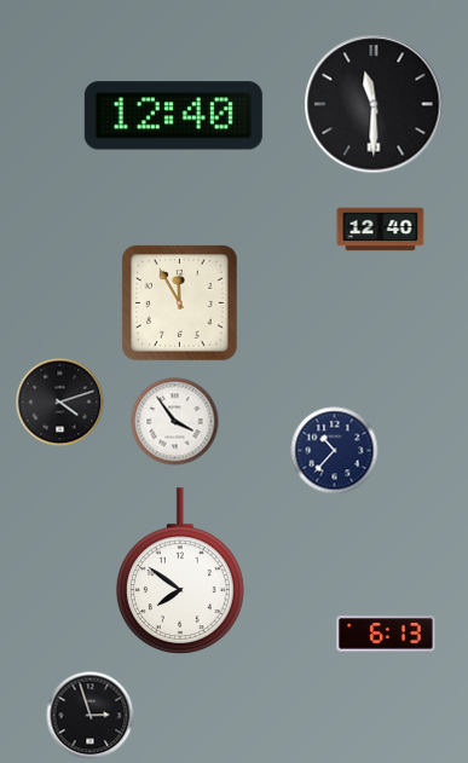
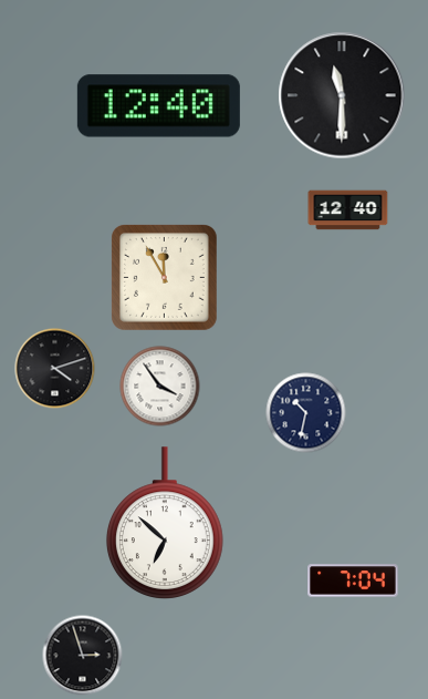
clock at (335, 451): 10:37 -> 10:32
clock at (180, 571): 7:51 -> 6:52
clock at (386, 634): 6:13 -> 7:04
